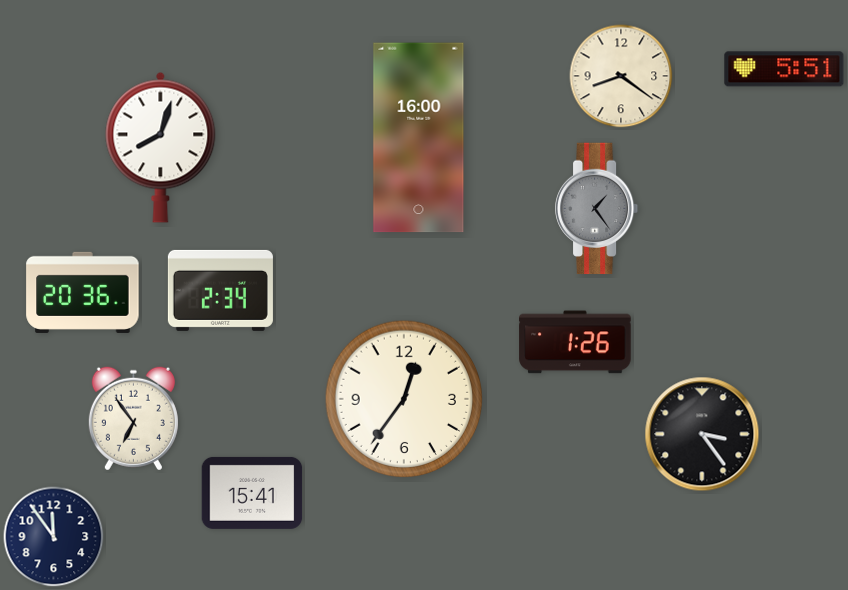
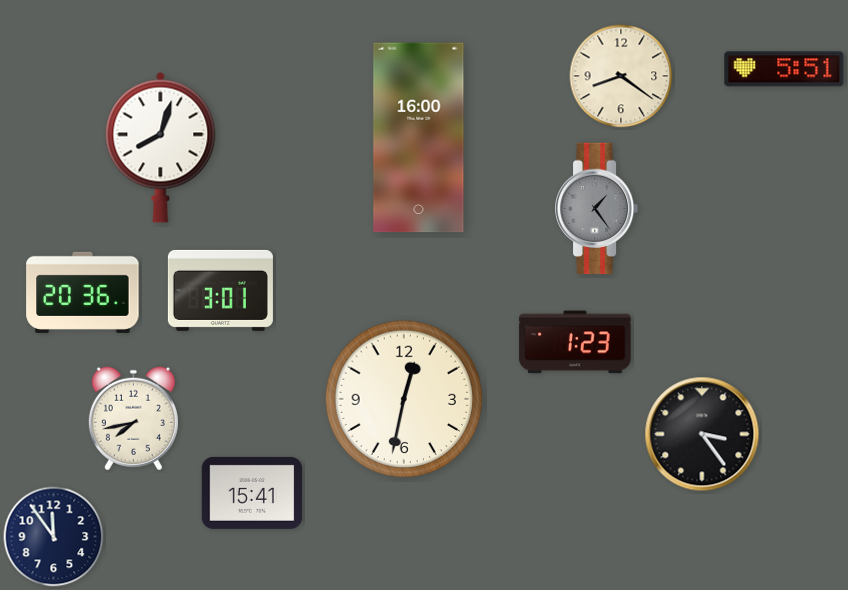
clock at (220, 290): 2:34 -> 3:01
clock at (575, 342): 1:26 -> 1:23
clock at (403, 398): 12:36 -> 12:32
clock at (133, 419): 6:54 -> 7:43
